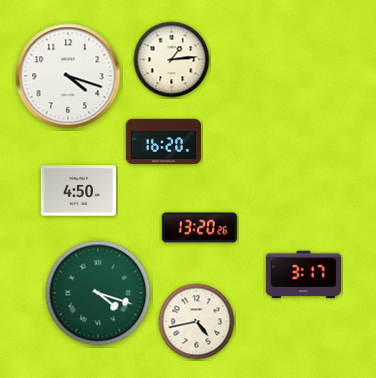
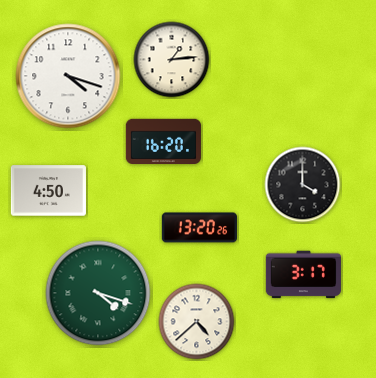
clock at (303, 185): none -> 4:00
clock at (78, 191) position: (78, 191) -> (48, 191)
clock at (197, 322): 4:43 -> 4:38
